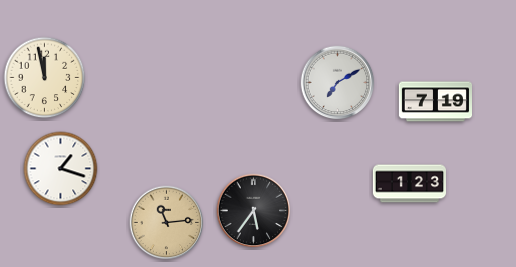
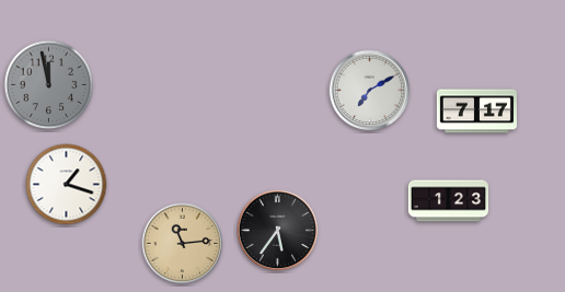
clock at (45, 78) dial: cream -> grey
clock at (435, 102): 7:19 -> 7:17
